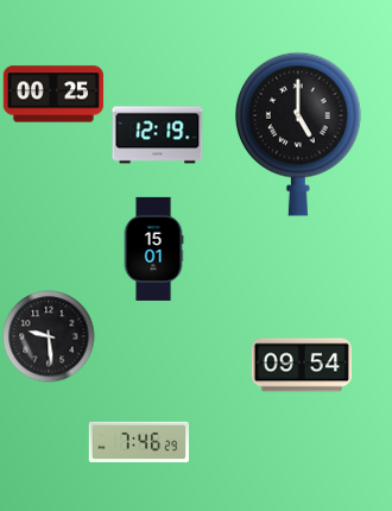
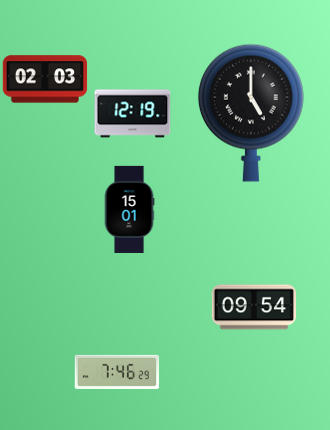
clock at (53, 94): 00:25 -> 02:03
clock at (49, 336): 9:29 -> none
